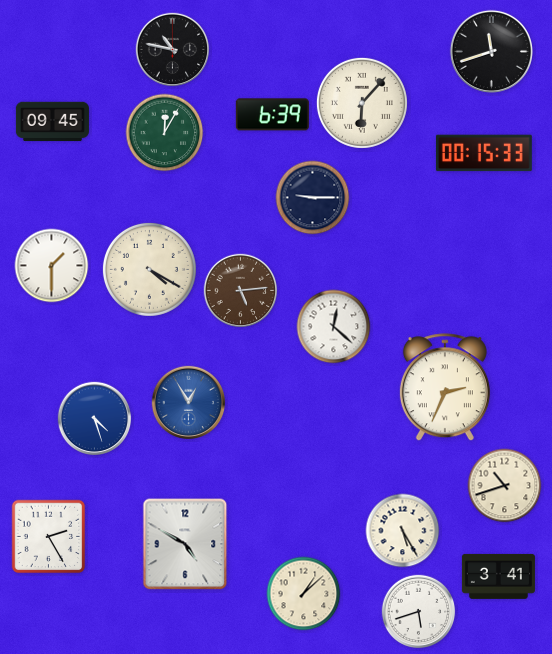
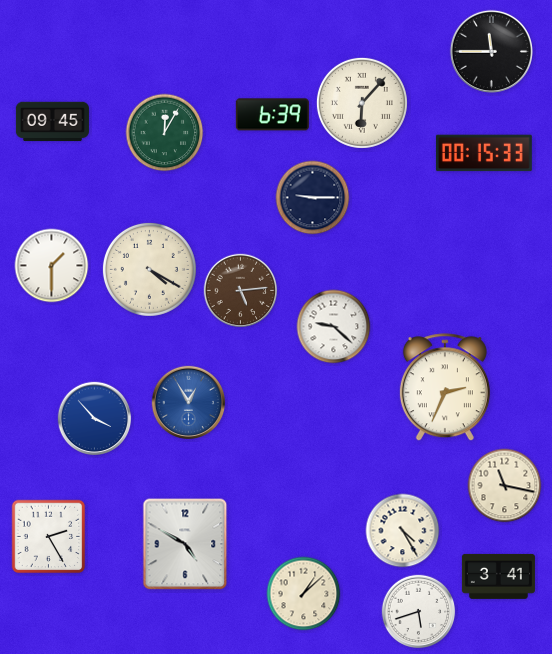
clock at (173, 50): 10:47 -> none
clock at (491, 51): 11:42 -> 11:45
clock at (334, 327): 12:22 -> 9:22
clock at (95, 419): 4:27 -> 3:53
clock at (505, 486): 10:42 -> 11:17
clock at (403, 531): 5:25 -> 4:25
